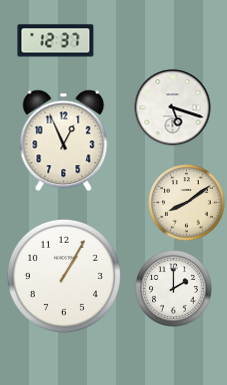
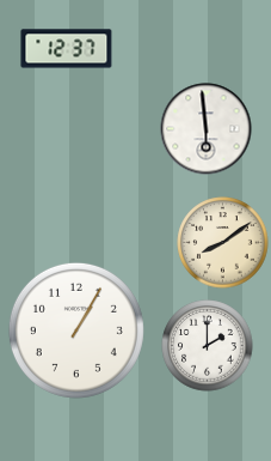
clock at (173, 108): 5:18 -> 5:59
clock at (64, 141): 12:56 -> none
